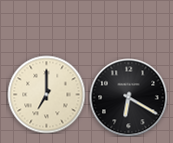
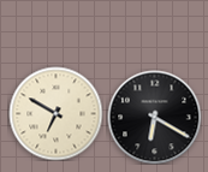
clock at (46, 94): 7:00 -> 6:50
